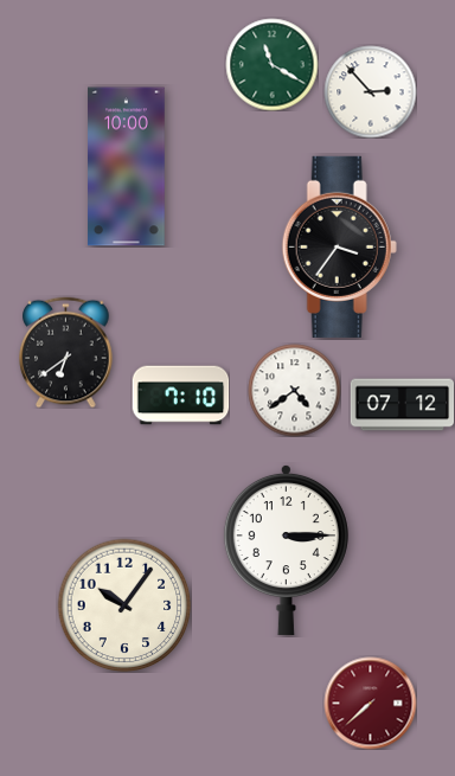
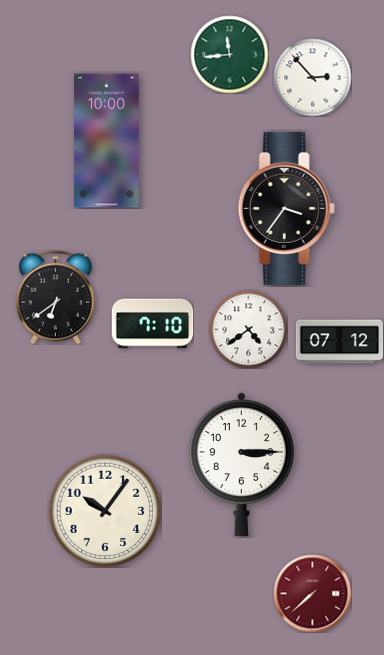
clock at (271, 64): 11:20 -> 11:44
clock at (180, 396) position: (180, 396) -> (152, 324)
